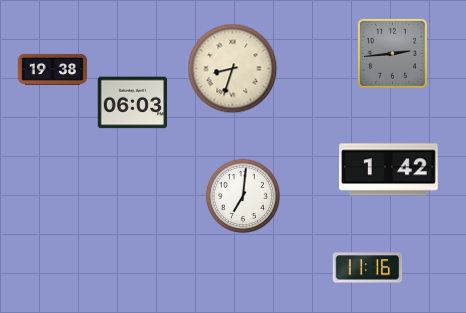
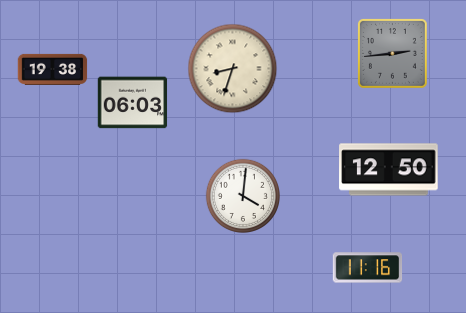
clock at (389, 170): 1:42 -> 12:50
clock at (242, 195): 7:01 -> 4:01
